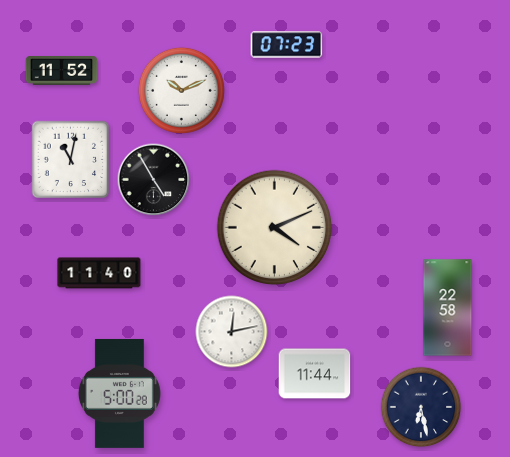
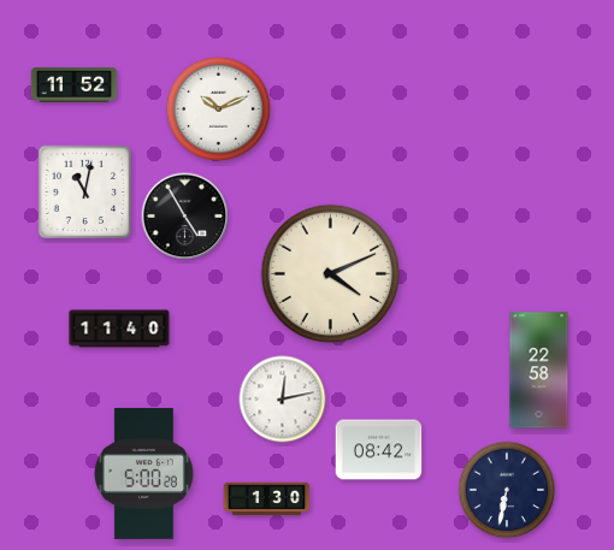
clock at (287, 45): 07:23 -> none
clock at (232, 332) position: (232, 332) -> (283, 400)
clock at (315, 374): 11:44 -> 08:42
clock at (421, 407): 6:28 -> 6:32
clock at (267, 499): none -> 1:30
